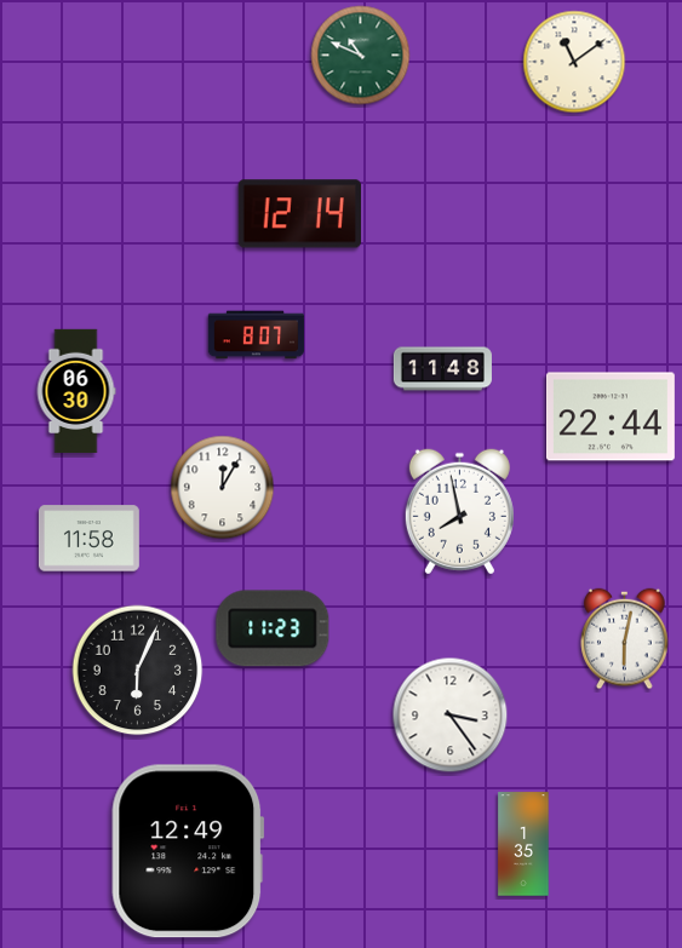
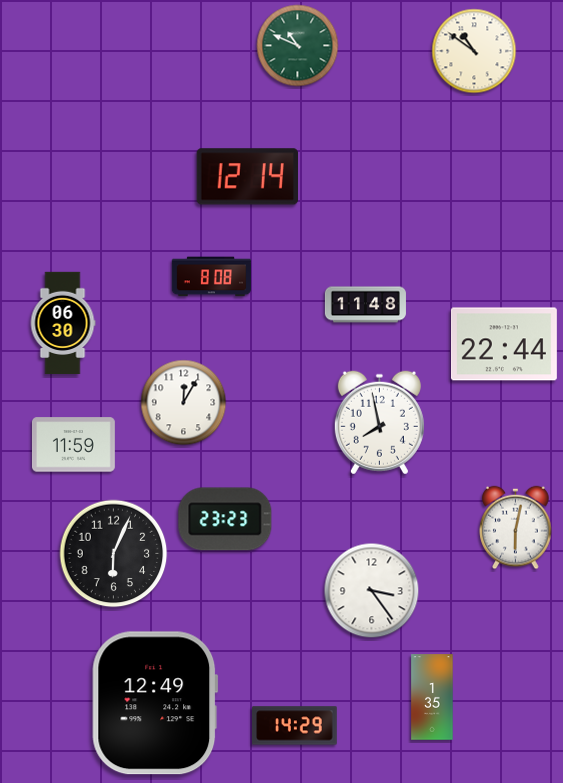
clock at (574, 62): 11:09 -> 10:51
clock at (257, 335): 8:07 -> 8:08
clock at (88, 539): 11:58 -> 11:59
clock at (273, 628): 11:23 -> 23:23
clock at (295, 726): none -> 14:29
